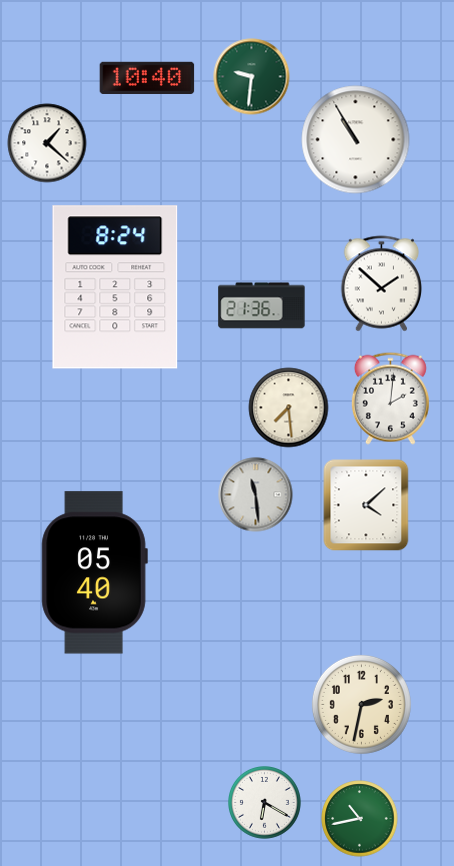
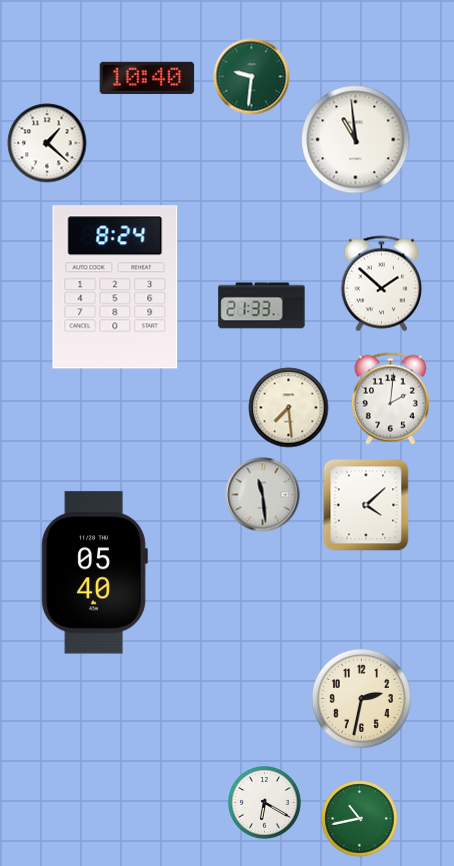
clock at (356, 140): 10:55 -> 10:59
clock at (262, 306): 21:36 -> 21:33
clock at (256, 495) position: (256, 495) -> (263, 495)
clock at (361, 704) position: (361, 704) -> (361, 698)
